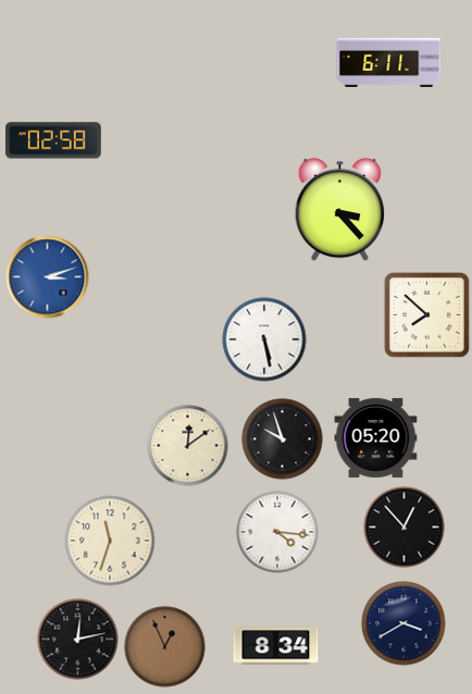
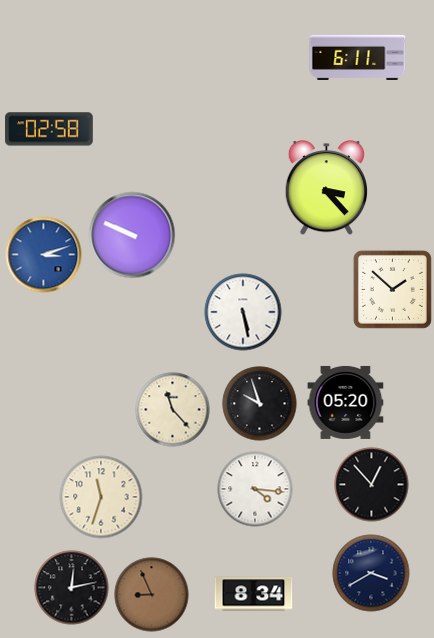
clock at (339, 211) position: (339, 211) -> (326, 189)
clock at (132, 235): none -> 9:49
clock at (426, 314): 7:52 -> 1:52
clock at (188, 446): 12:09 -> 11:23
clock at (165, 647): 12:56 -> 8:56
